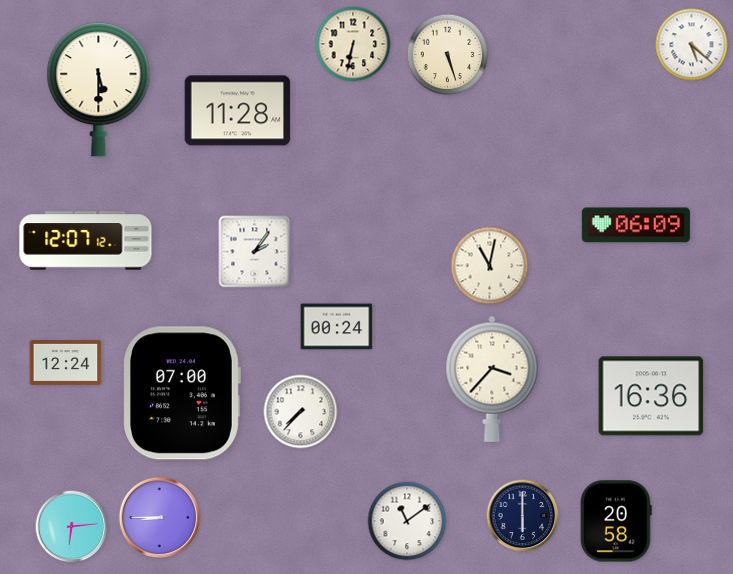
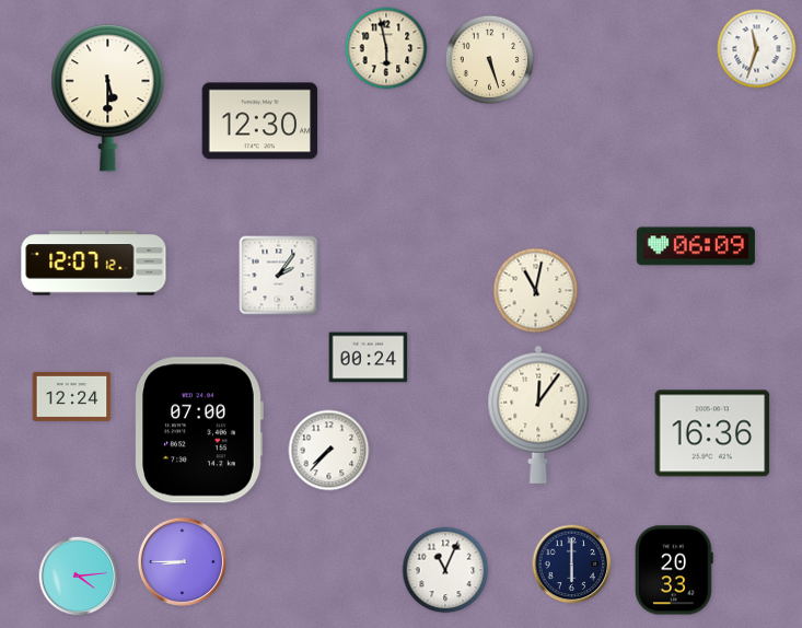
clock at (353, 44): 6:32 -> 5:58
clock at (692, 45): 5:22 -> 11:33
clock at (238, 111): 11:28 -> 12:30
clock at (492, 379): 3:37 -> 12:06
clock at (159, 517) position: (159, 517) -> (182, 561)
clock at (407, 521): 11:09 -> 11:04
clock at (616, 521): 20:58 -> 20:33
clock at (72, 527): 6:14 -> 4:14
